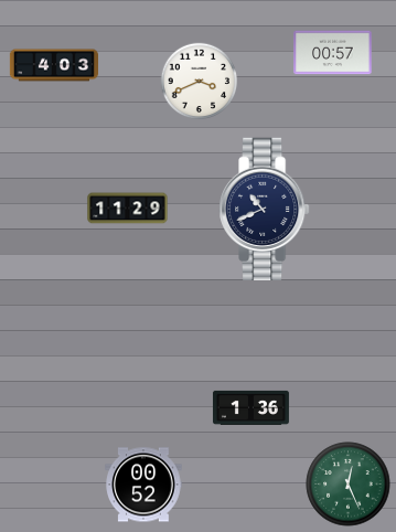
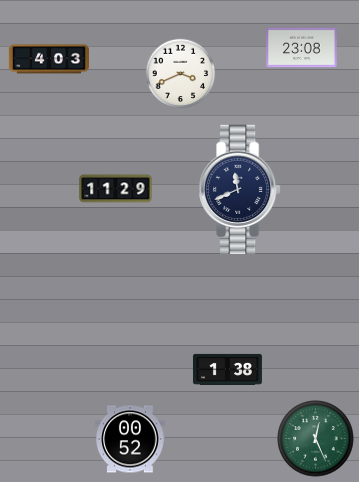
clock at (333, 53): 00:57 -> 23:08
clock at (265, 209): 10:41 -> 11:41
clock at (250, 407): 1:36 -> 1:38
